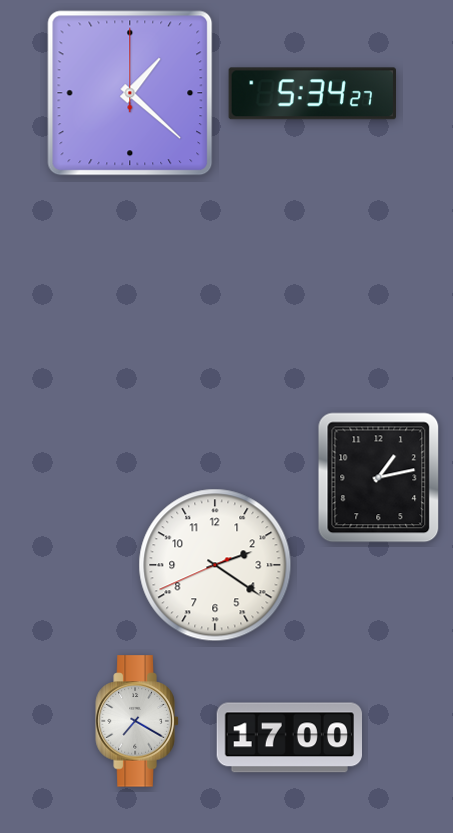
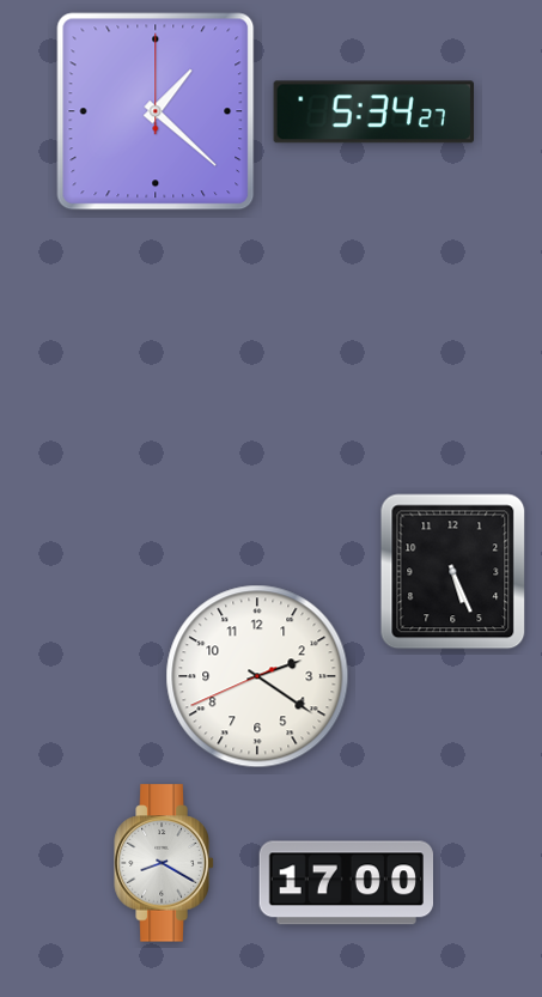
clock at (379, 478): 1:13 -> 5:26
clock at (137, 721): 7:20 -> 8:20
